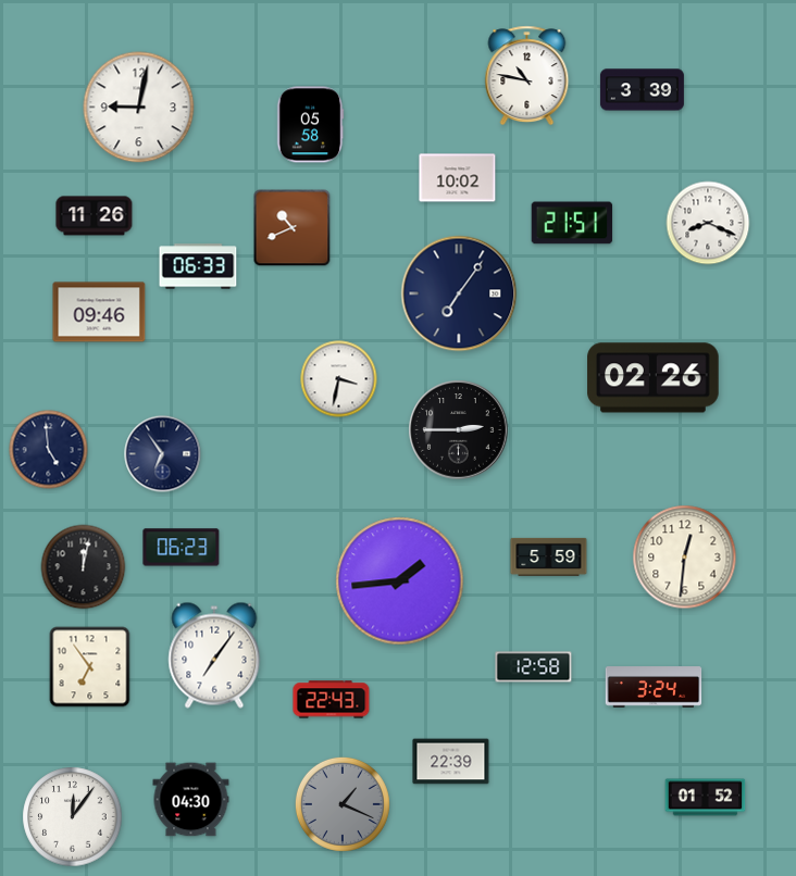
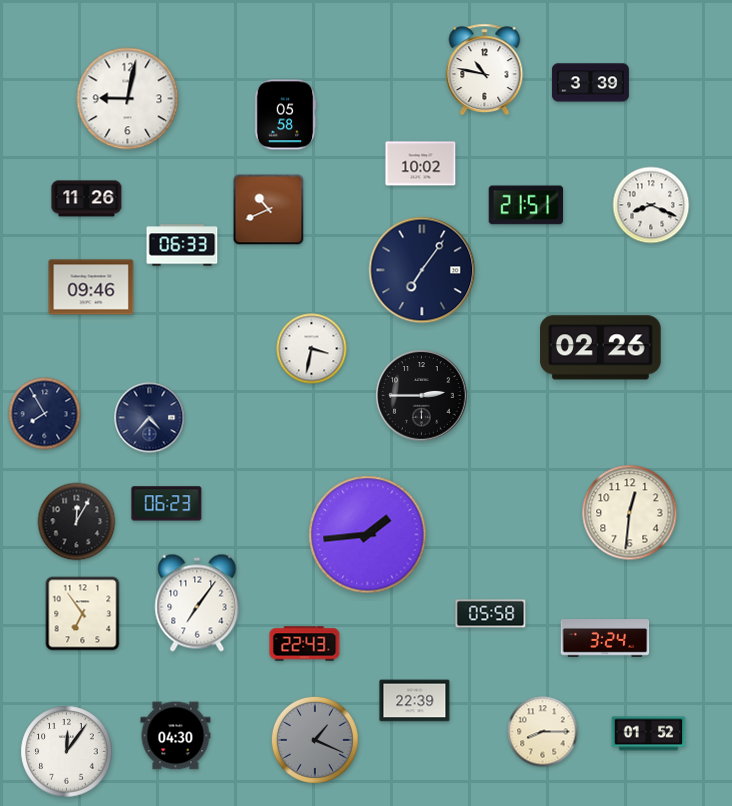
clock at (49, 450): 4:59 -> 7:55
clock at (163, 454): 6:54 -> 4:37
clock at (549, 556): 5:59 -> none
clock at (84, 567): 12:02 -> 12:05
clock at (534, 667): 12:58 -> 05:58
clock at (654, 687) position: (654, 687) -> (605, 638)
clock at (543, 732): none -> 8:15
